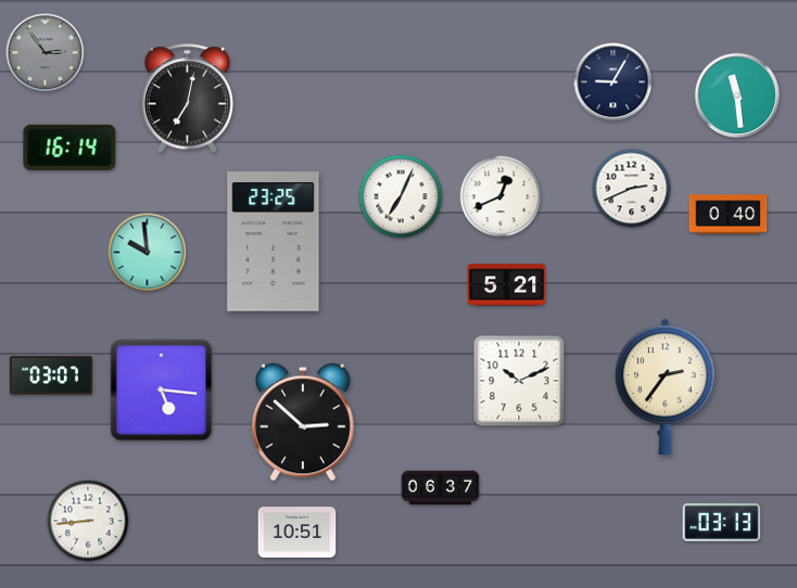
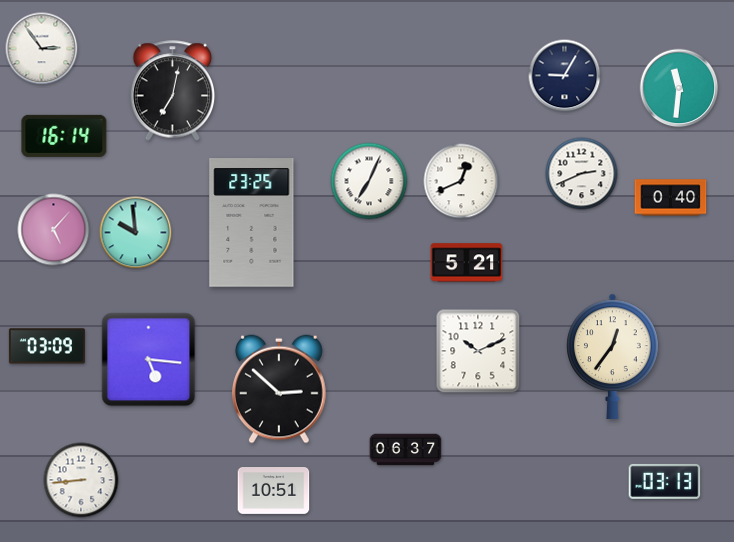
clock at (46, 53) dial: grey -> white
clock at (737, 95): 11:29 -> 11:31
clock at (54, 230): none -> 5:07
clock at (51, 375): 03:07 -> 03:09
clock at (666, 386): 2:36 -> 12:36
